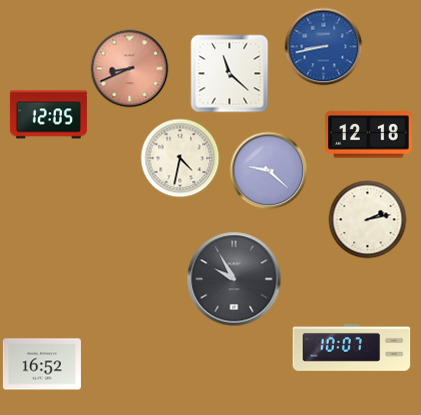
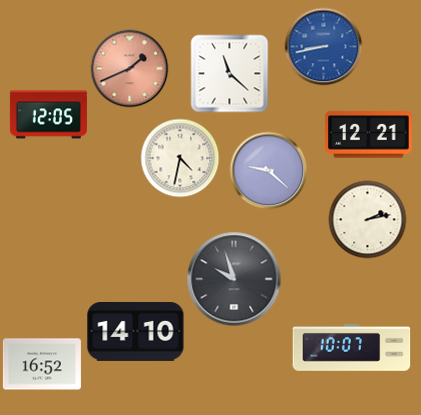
clock at (129, 68): 8:41 -> 1:41
clock at (369, 135): 12:18 -> 12:21
clock at (234, 279): 9:55 -> 9:57
clock at (136, 332): none -> 14:10
